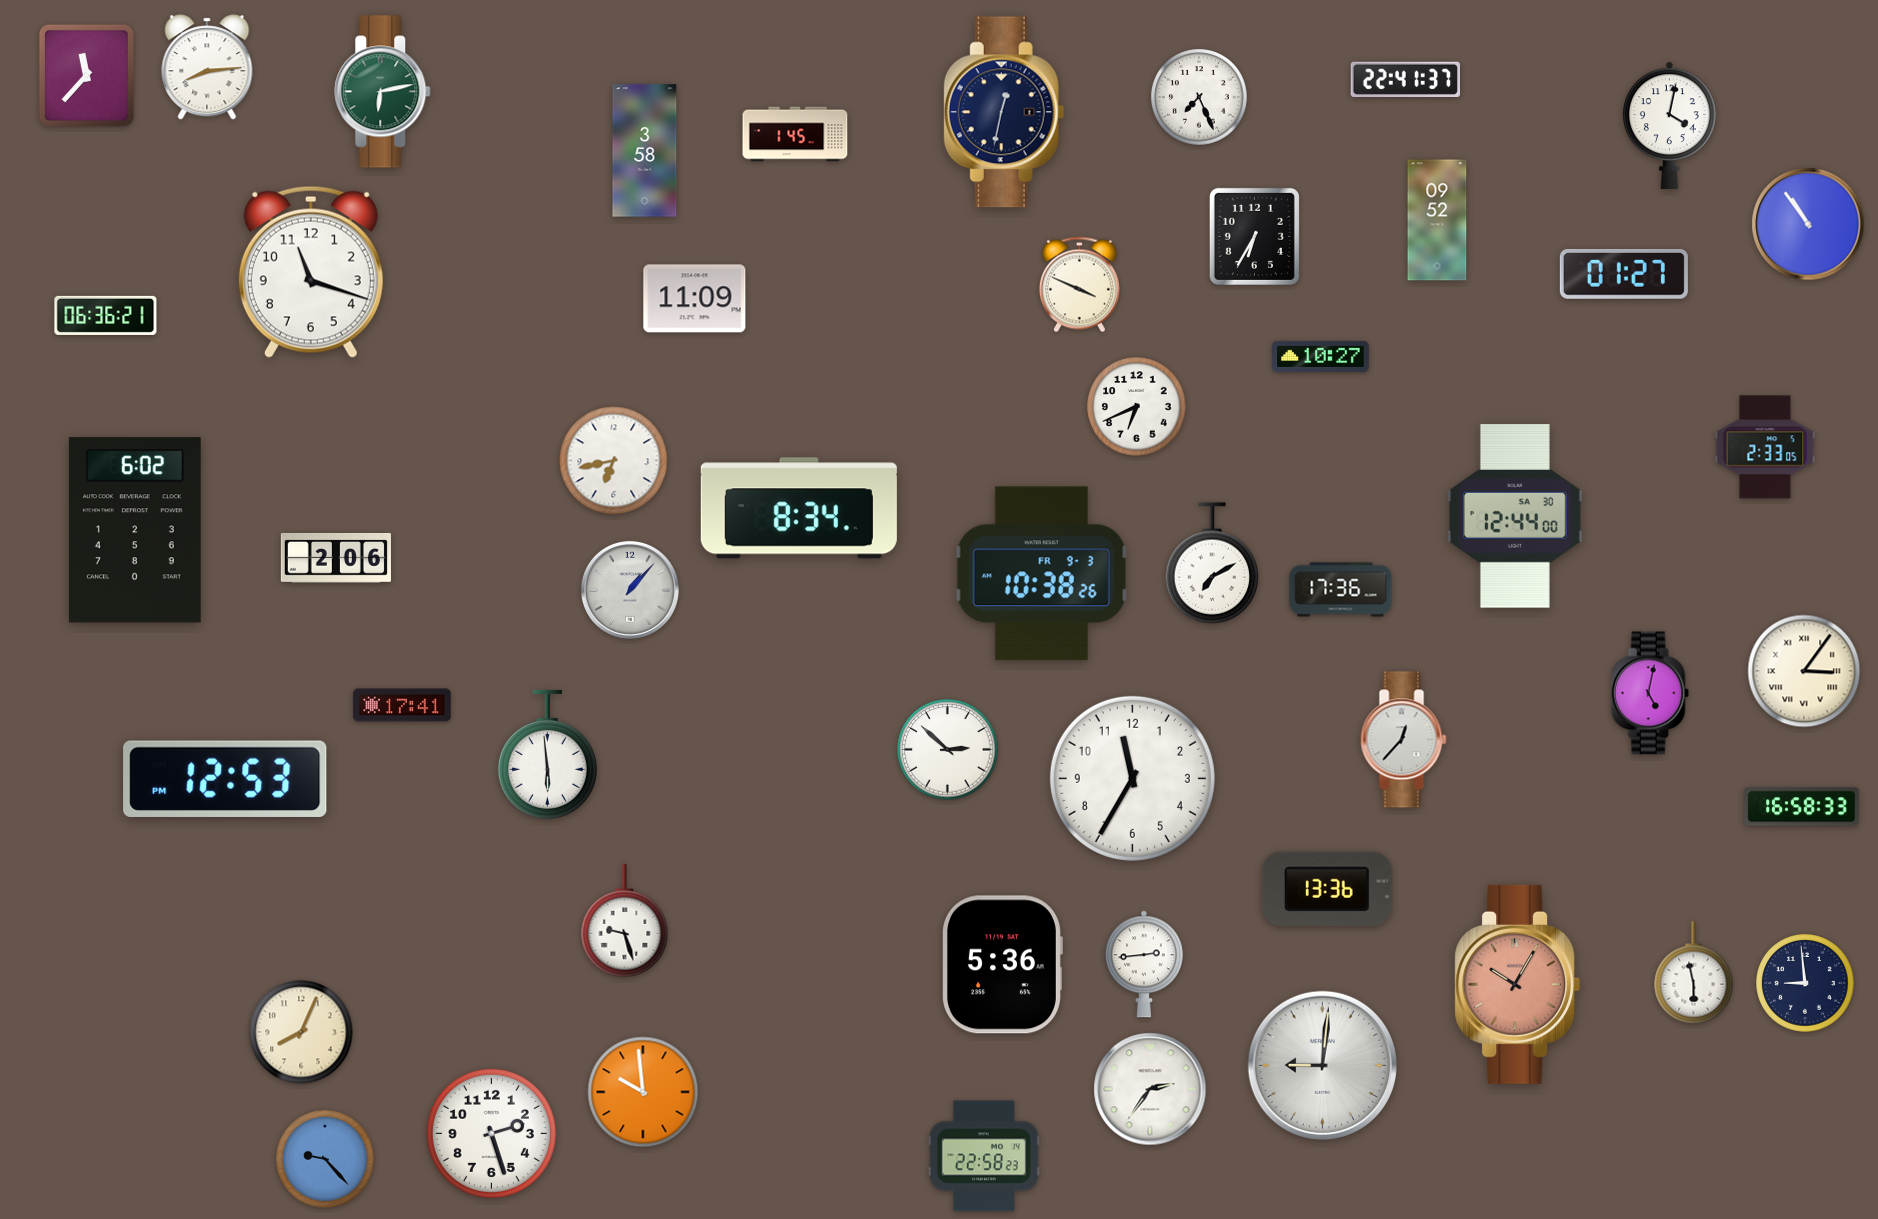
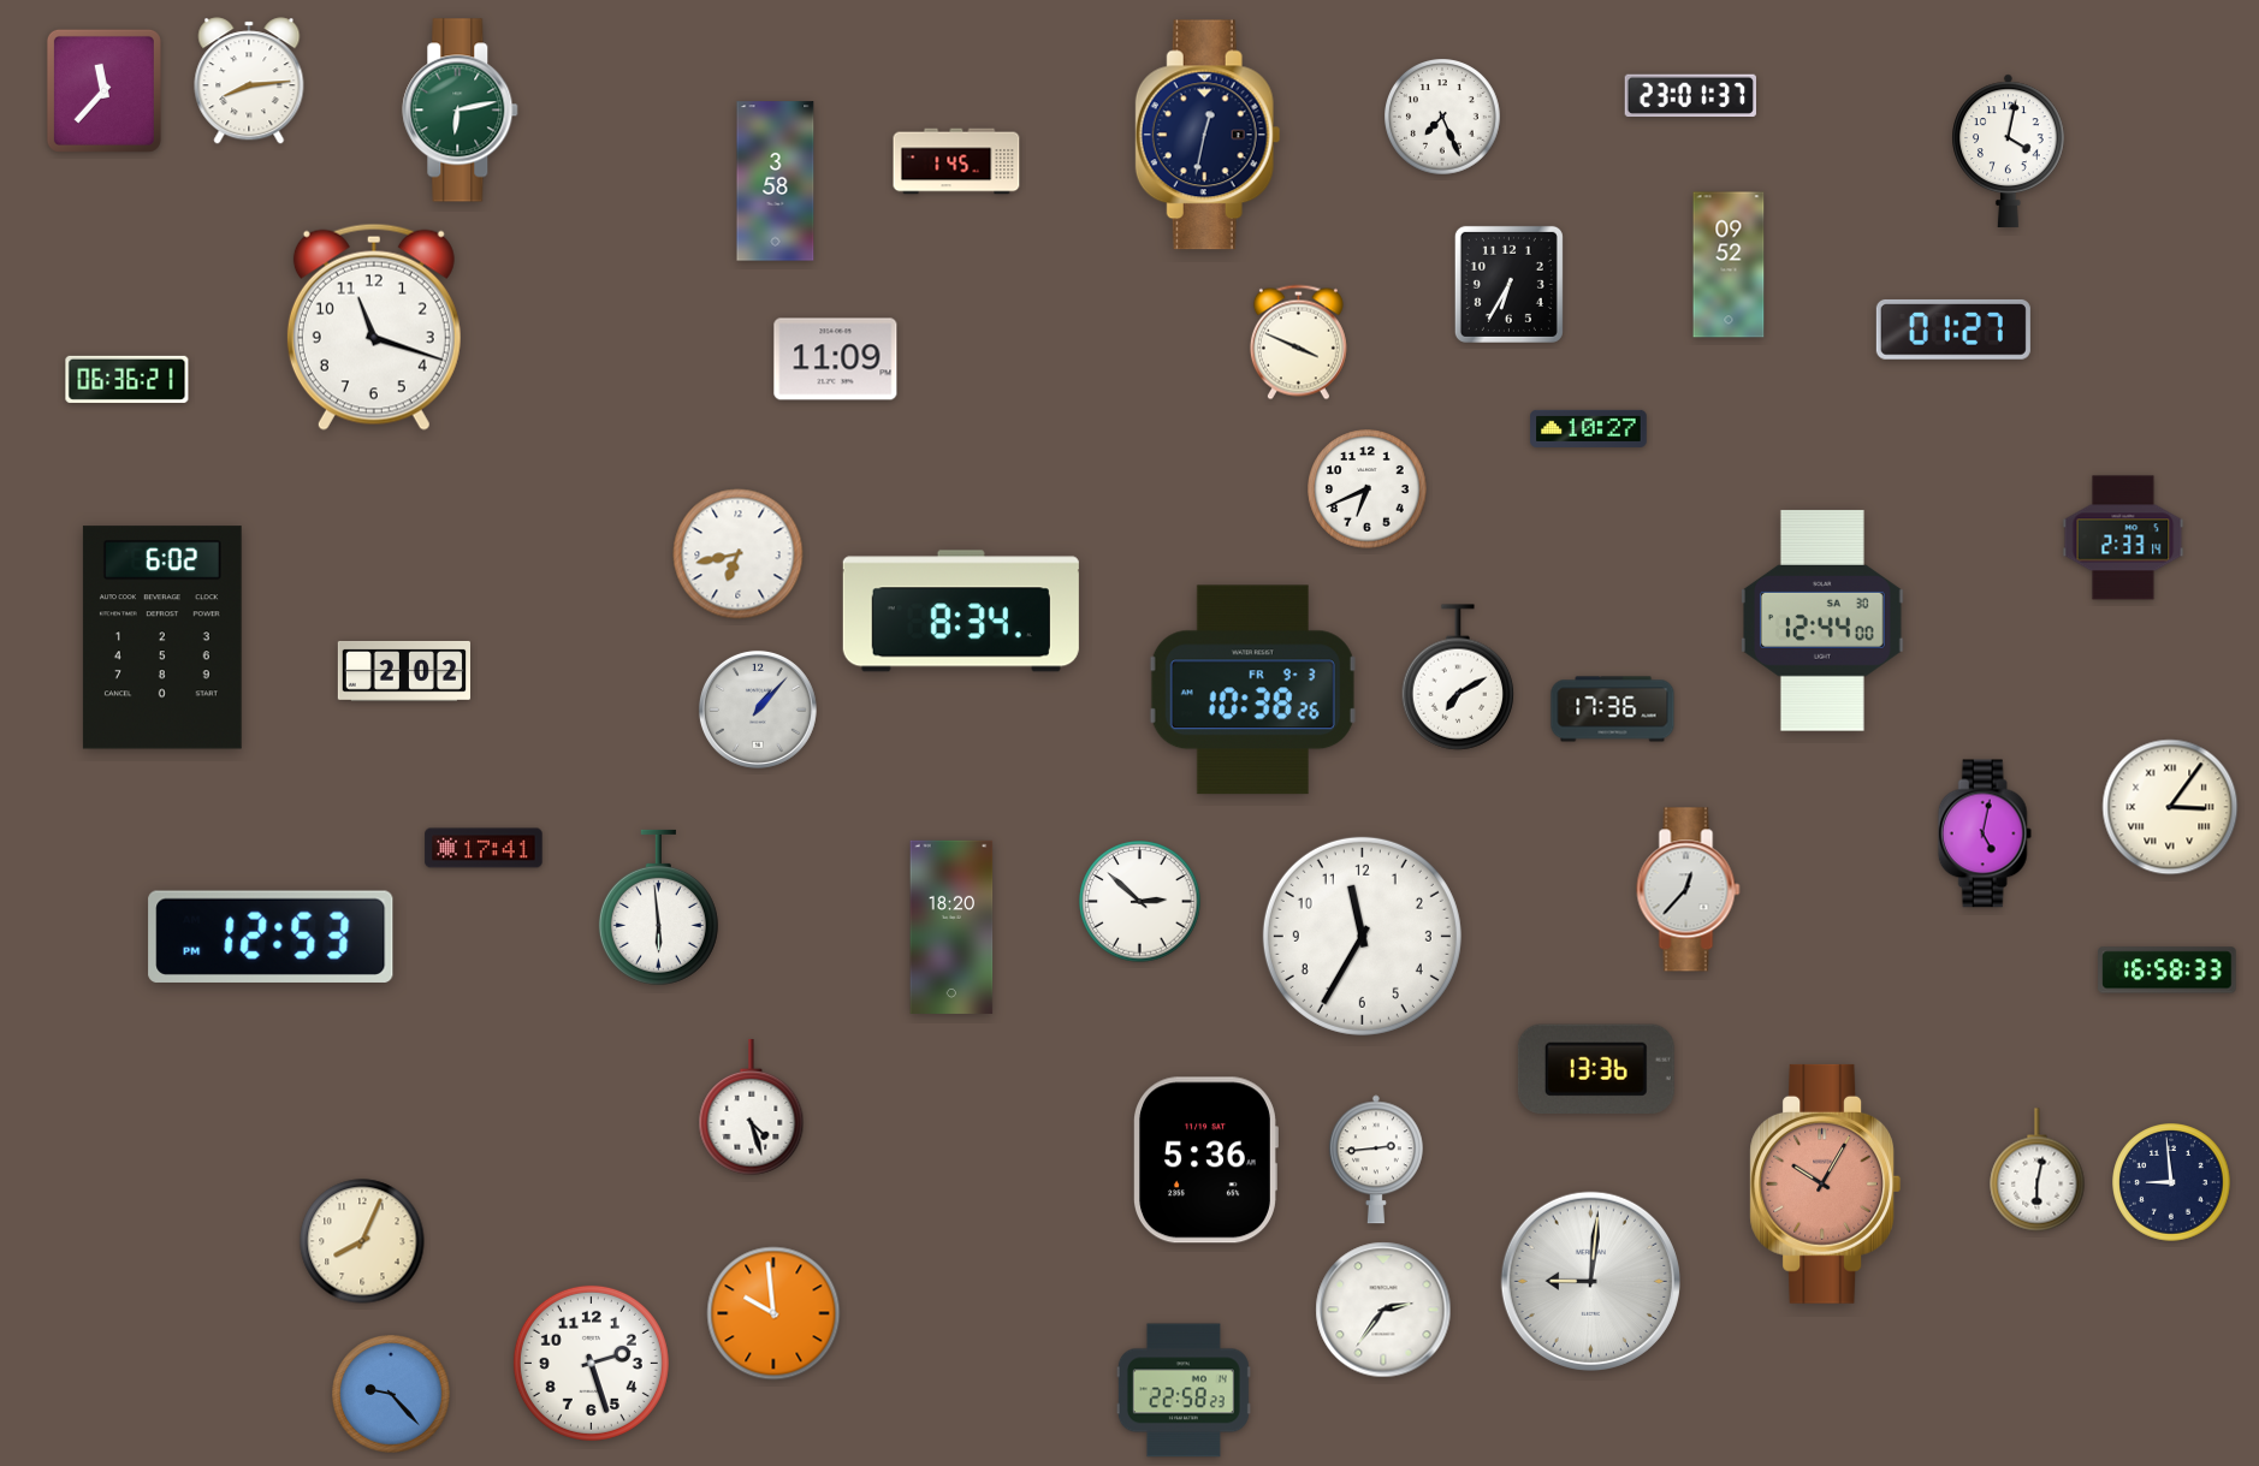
clock at (1405, 79): 22:41 -> 23:01
clock at (1808, 224): 10:54 -> none
clock at (1765, 447): 2:33:05 -> 2:33:14
clock at (336, 558): 2:06 -> 2:02
clock at (951, 927): none -> 18:20
clock at (625, 920): 9:27 -> 4:27
clock at (1694, 973): 5:58 -> 6:02
